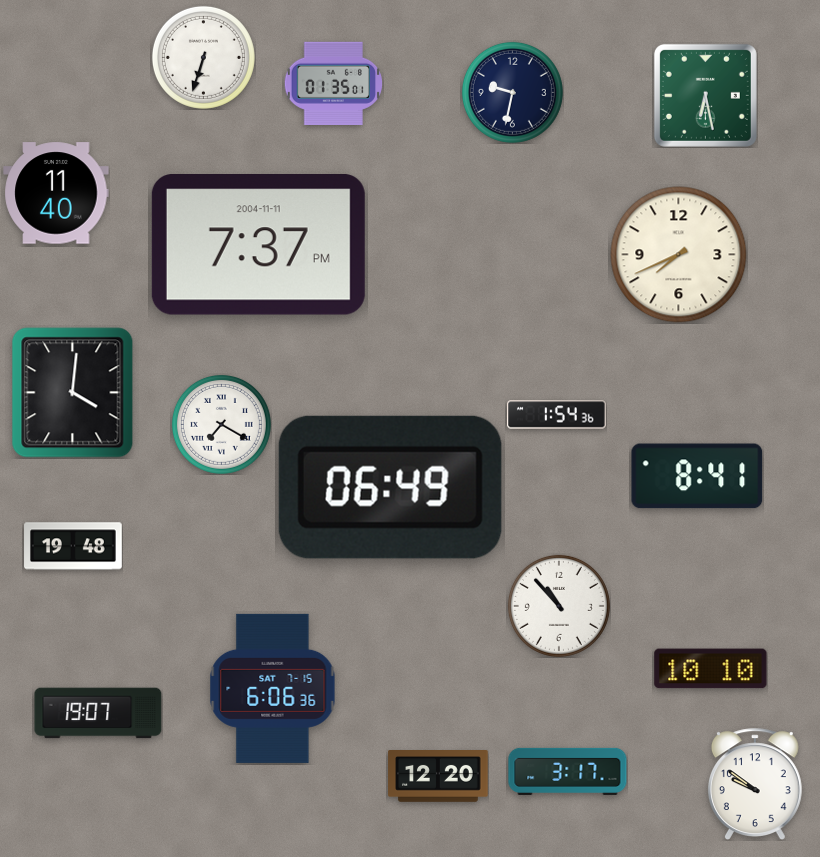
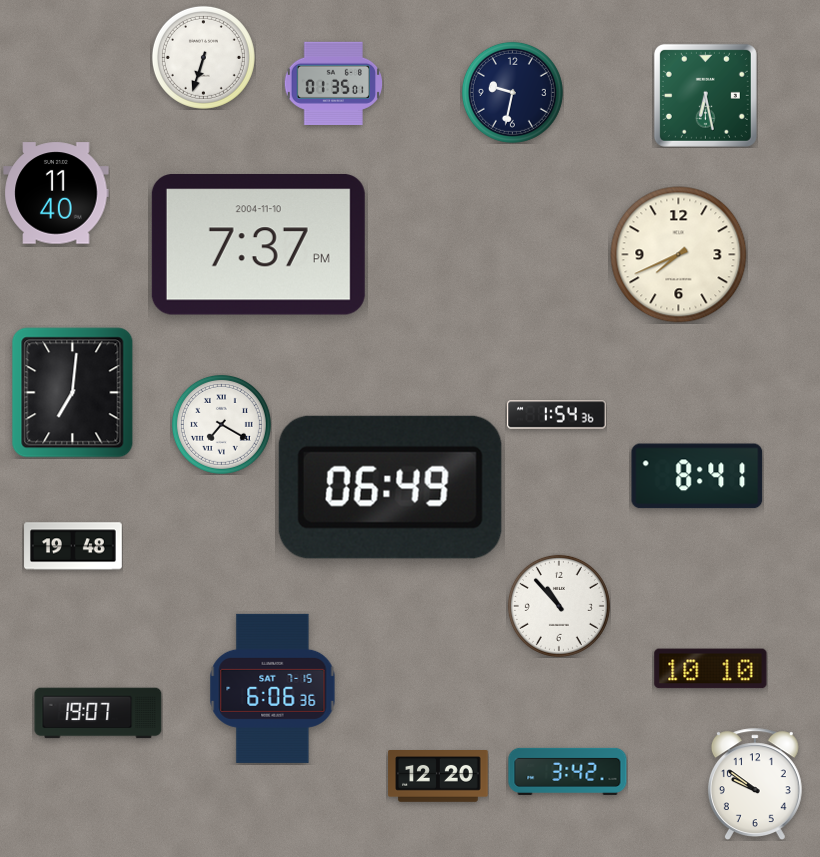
clock at (258, 245) date: 2004-11-11 -> 2004-11-10
clock at (73, 393): 4:01 -> 7:01
clock at (568, 771): 3:17 -> 3:42
